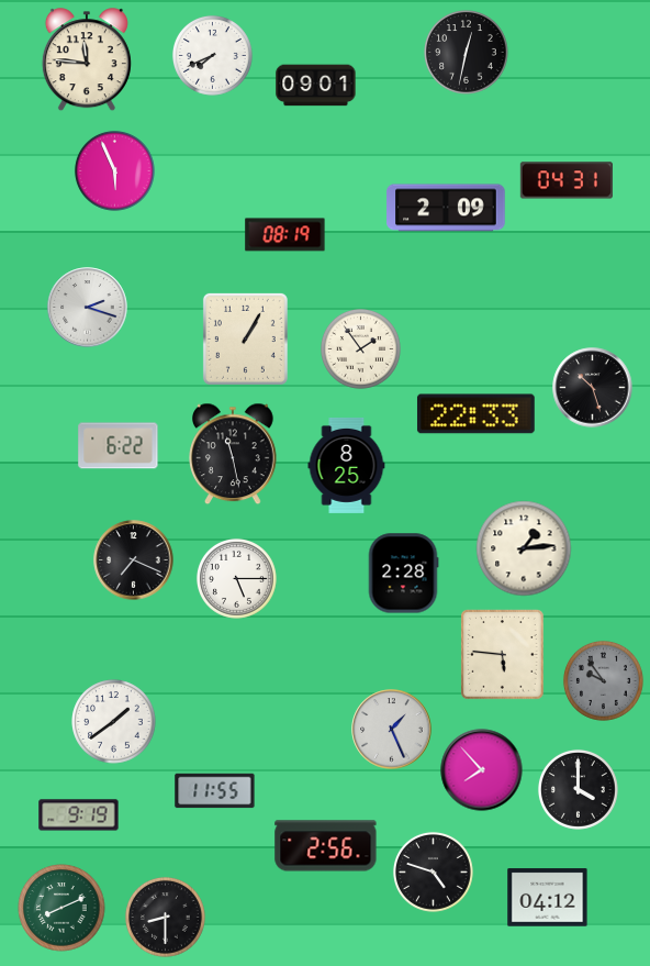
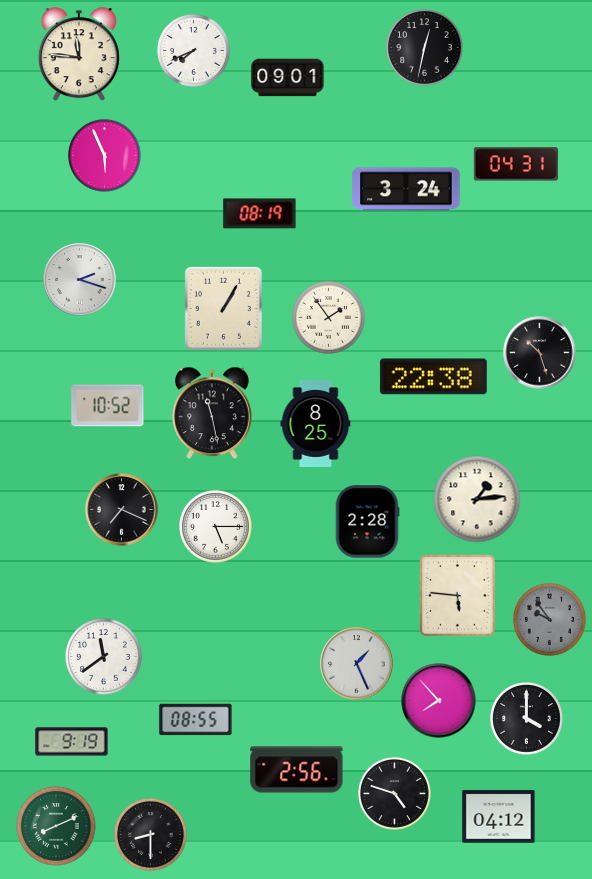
clock at (446, 208): 2:09 -> 3:24
clock at (475, 414): 22:33 -> 22:38
clock at (119, 446): 6:22 -> 10:52
clock at (114, 722): 1:39 -> 11:39
clock at (215, 791): 11:55 -> 08:55
